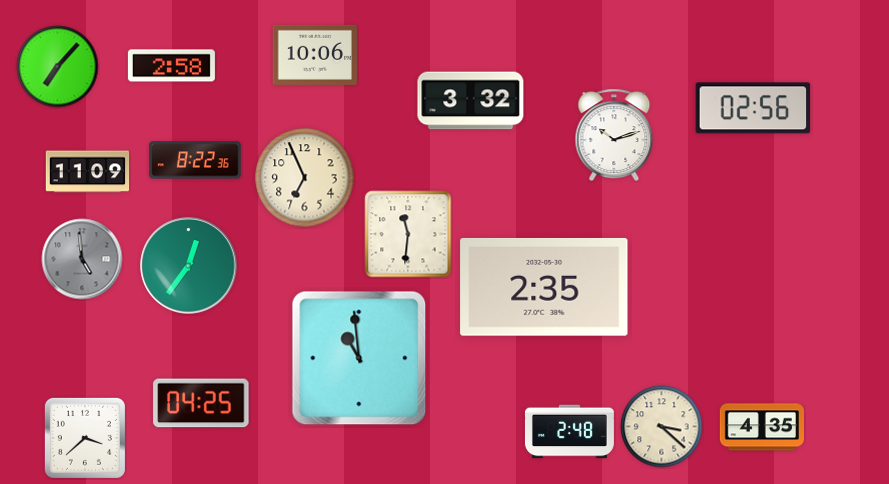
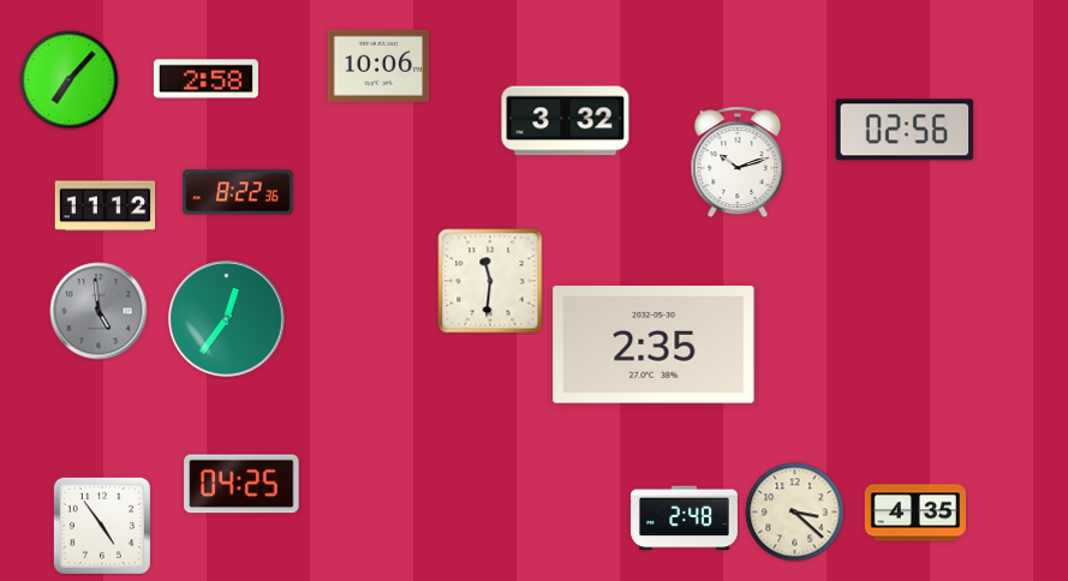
clock at (195, 160) position: (195, 160) -> (238, 192)
clock at (88, 172): 11:09 -> 11:12
clock at (305, 178): 6:56 -> none
clock at (359, 358): 10:59 -> none
clock at (85, 438): 3:38 -> 4:54
